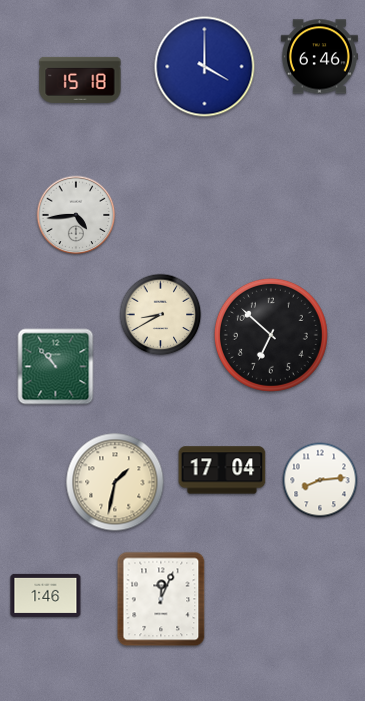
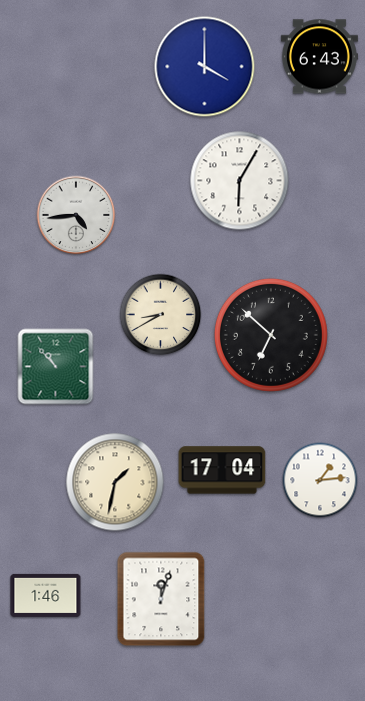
clock at (319, 57): 6:46 -> 6:43
clock at (80, 80): 15:18 -> none
clock at (240, 181): none -> 6:05
clock at (320, 480): 8:14 -> 1:14
clock at (161, 599): 12:04 -> 12:03
